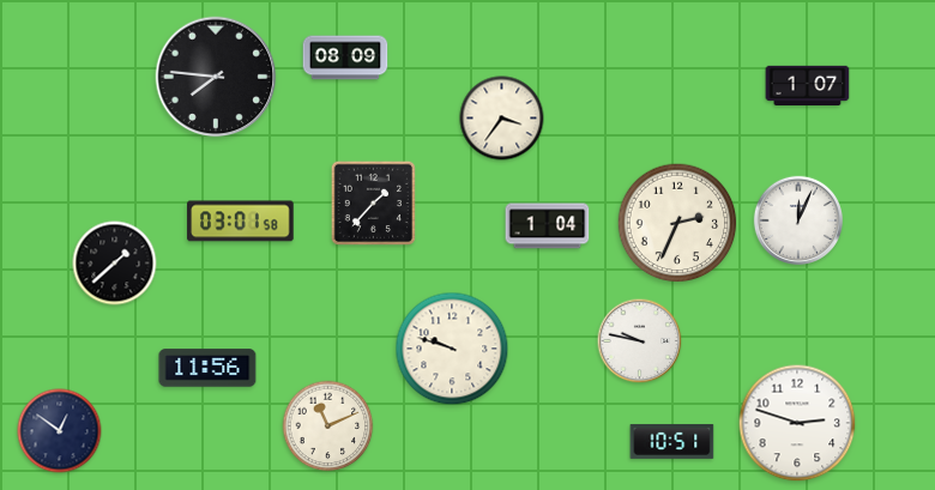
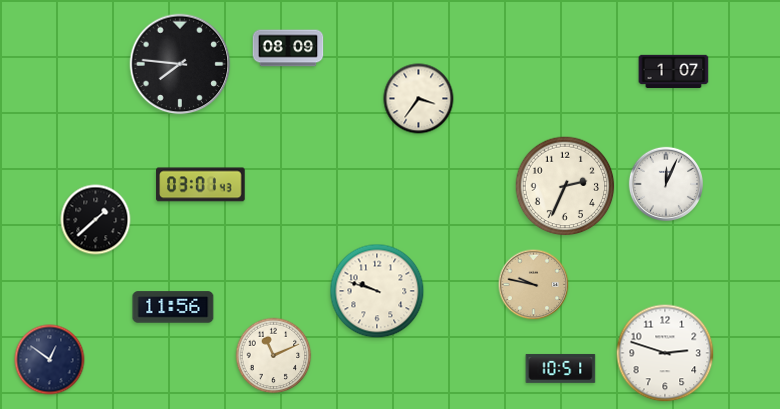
clock at (373, 202): 1:37 -> none
clock at (241, 222): 03:01:58 -> 03:01:43
clock at (548, 226): 1:04 -> none
clock at (640, 341) dial: white -> champagne
